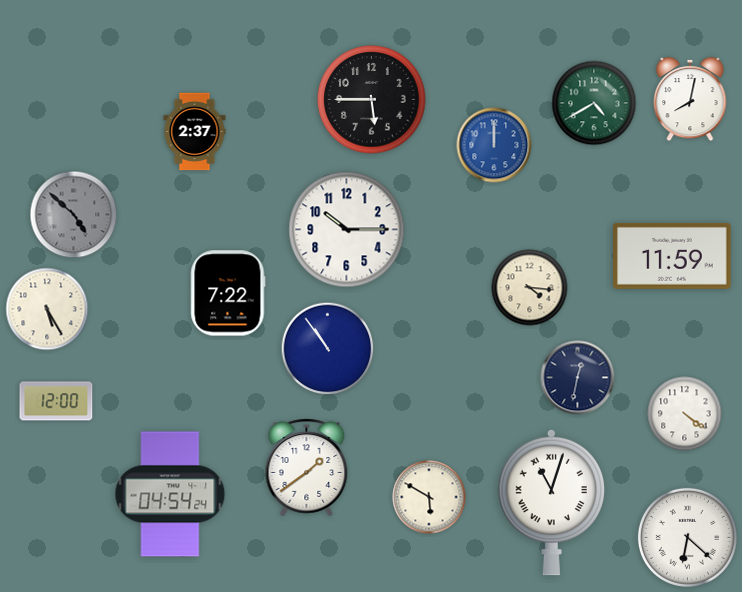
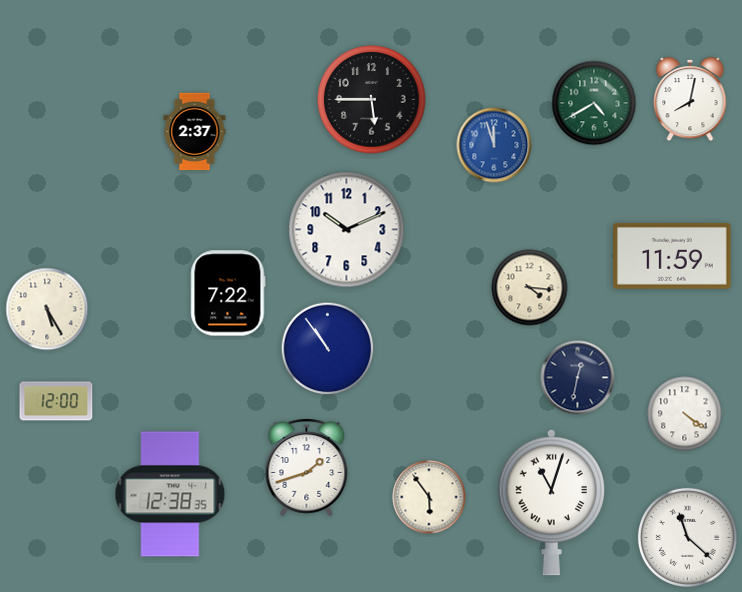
clock at (494, 145): 12:00 -> 11:57
clock at (74, 215): 4:52 -> none
clock at (347, 230): 10:15 -> 10:11
clock at (307, 468): 1:39 -> 1:42
clock at (170, 494): 04:54 -> 12:38
clock at (429, 497): 5:50 -> 5:54
clock at (687, 537): 6:22 -> 11:22
